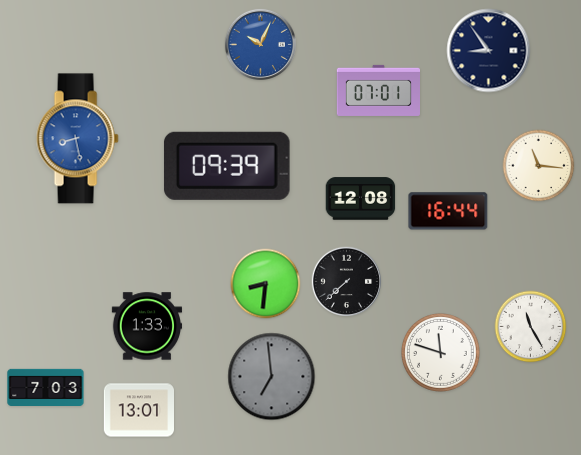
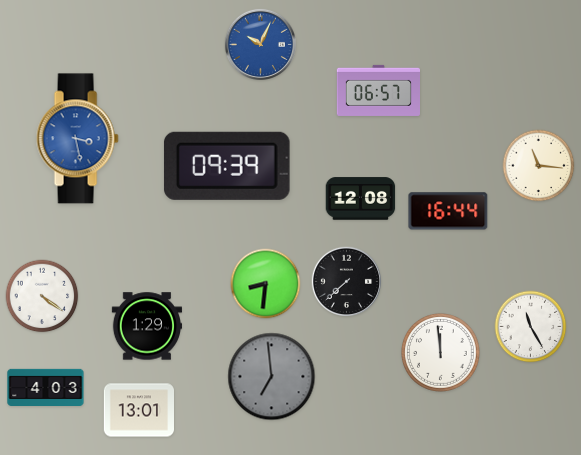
clock at (489, 51): 8:54 -> none
clock at (378, 90): 07:01 -> 06:57
clock at (77, 139): 8:28 -> 3:28
clock at (42, 296): none -> 4:21
clock at (146, 326): 1:33 -> 1:29
clock at (441, 353): 11:48 -> 11:59
clock at (46, 387): 7:03 -> 4:03
